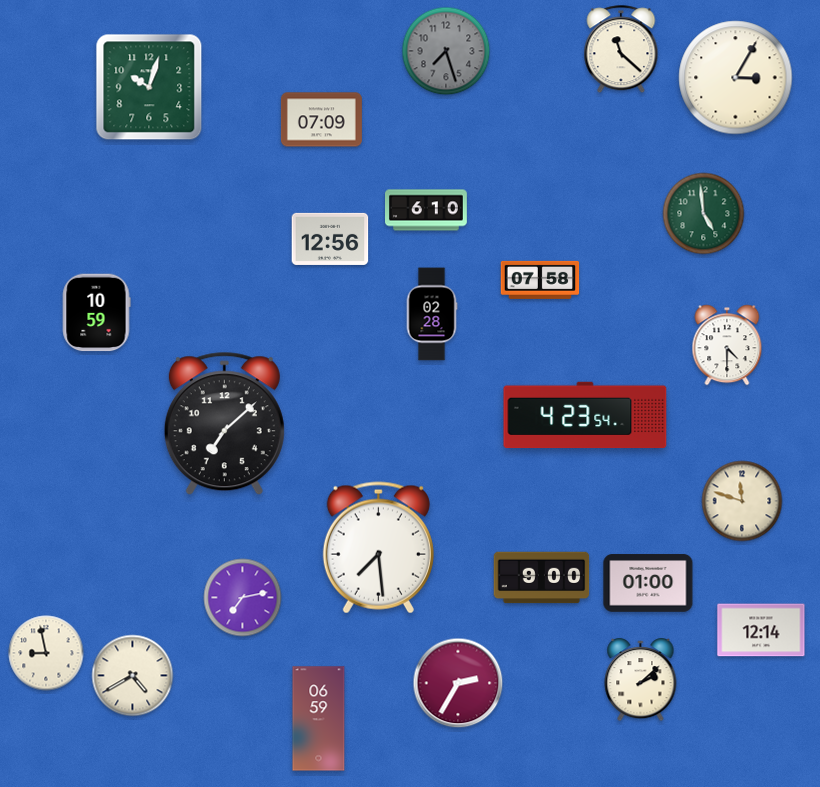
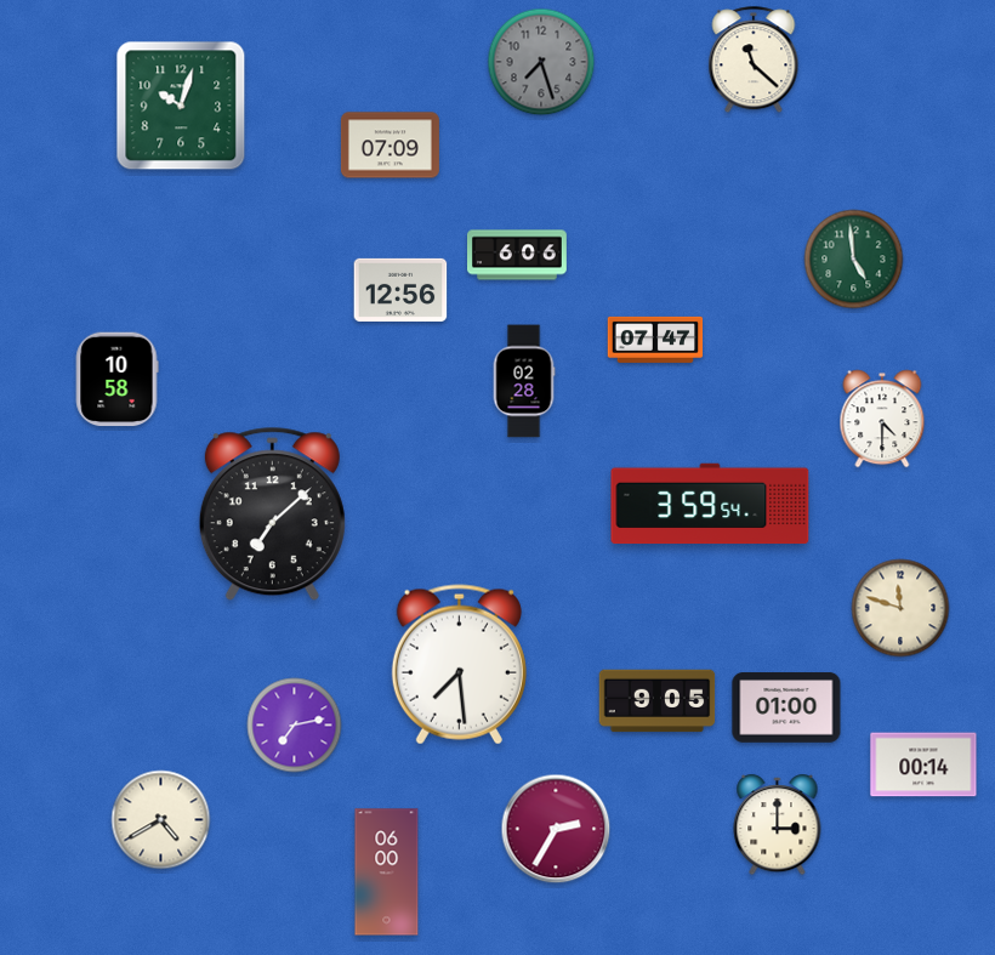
clock at (736, 78): 3:05 -> none
clock at (427, 210): 6:10 -> 6:06
clock at (540, 280): 07:58 -> 07:47
clock at (96, 313): 10:59 -> 10:58
clock at (585, 415): 4:23 -> 3:59
clock at (542, 578): 9:00 -> 9:05
clock at (761, 630): 12:14 -> 00:14
clock at (46, 653): 8:58 -> none
clock at (641, 681): 2:08 -> 3:00
clock at (319, 719): 06:59 -> 06:00
